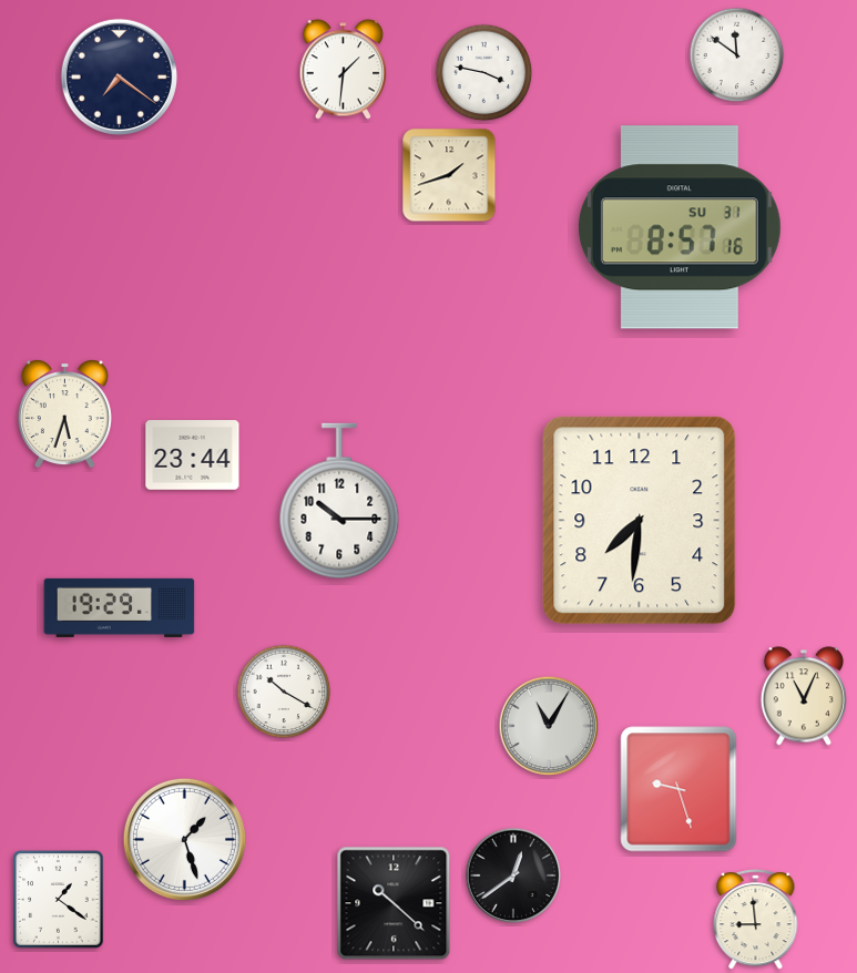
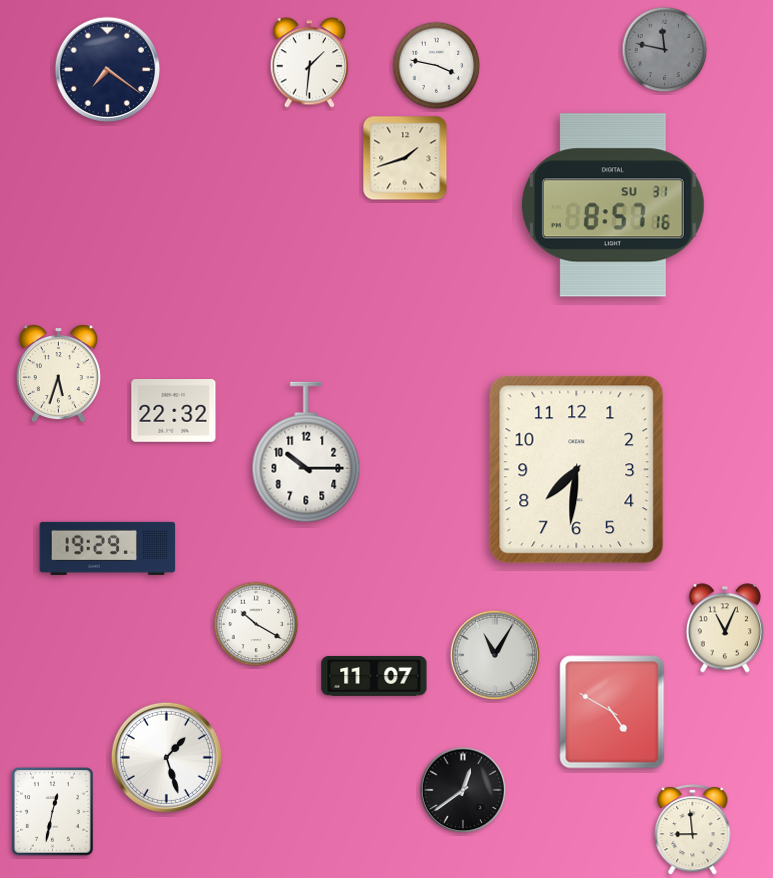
clock at (737, 55): 11:51 -> 11:47
clock at (737, 55) dial: white -> grey
clock at (193, 455): 23:44 -> 22:32
clock at (374, 676): none -> 11:07
clock at (679, 789): 9:27 -> 4:50
clock at (59, 900): 1:21 -> 12:32
clock at (394, 903): 10:22 -> none
clock at (756, 920) position: (756, 920) -> (693, 830)
